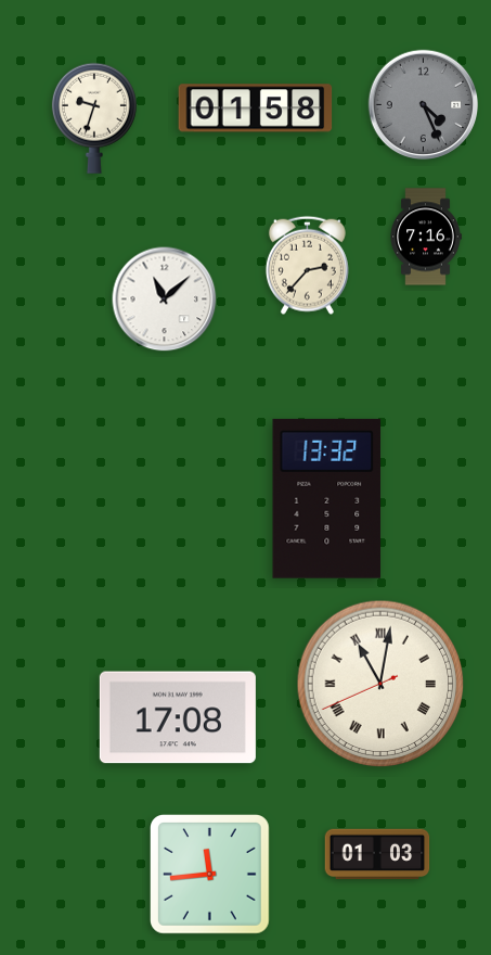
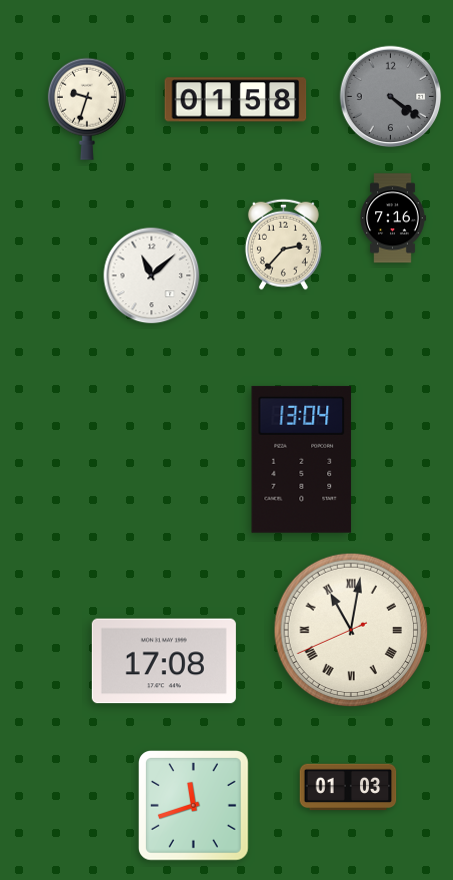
clock at (424, 105): 4:26 -> 4:21
clock at (327, 498): 13:32 -> 13:04
clock at (210, 875): 11:44 -> 11:42
